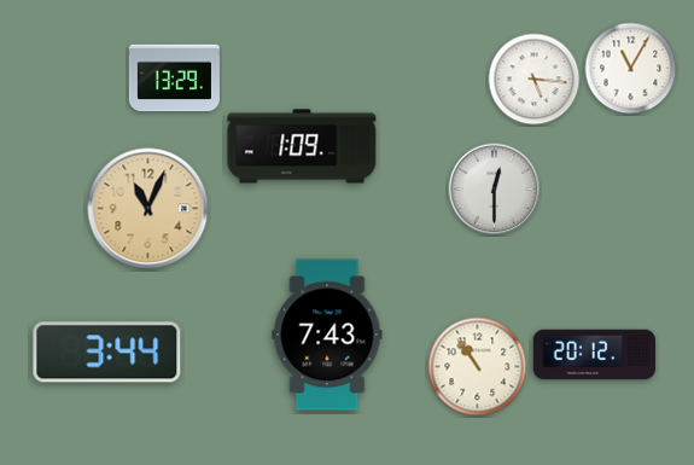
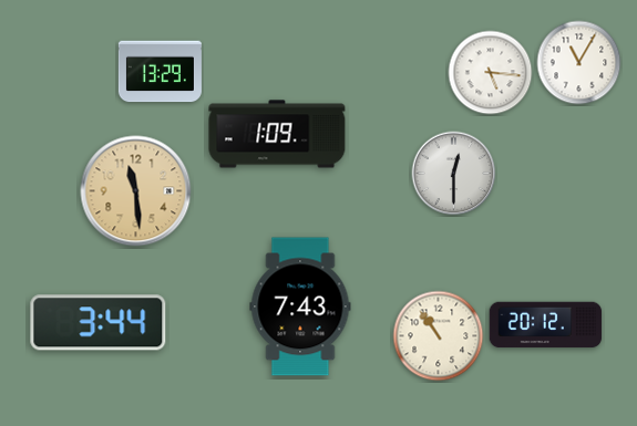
clock at (148, 209): 11:04 -> 11:29
